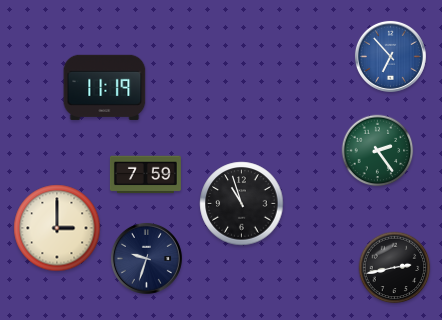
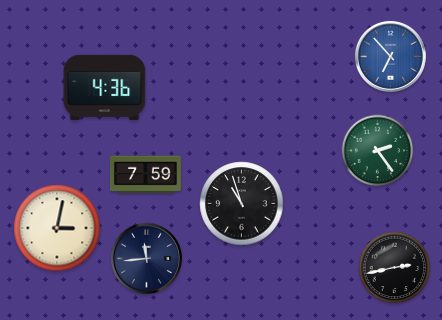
clock at (105, 87): 11:19 -> 4:36
clock at (57, 228): 3:00 -> 3:02
clock at (146, 258): 9:33 -> 11:44
